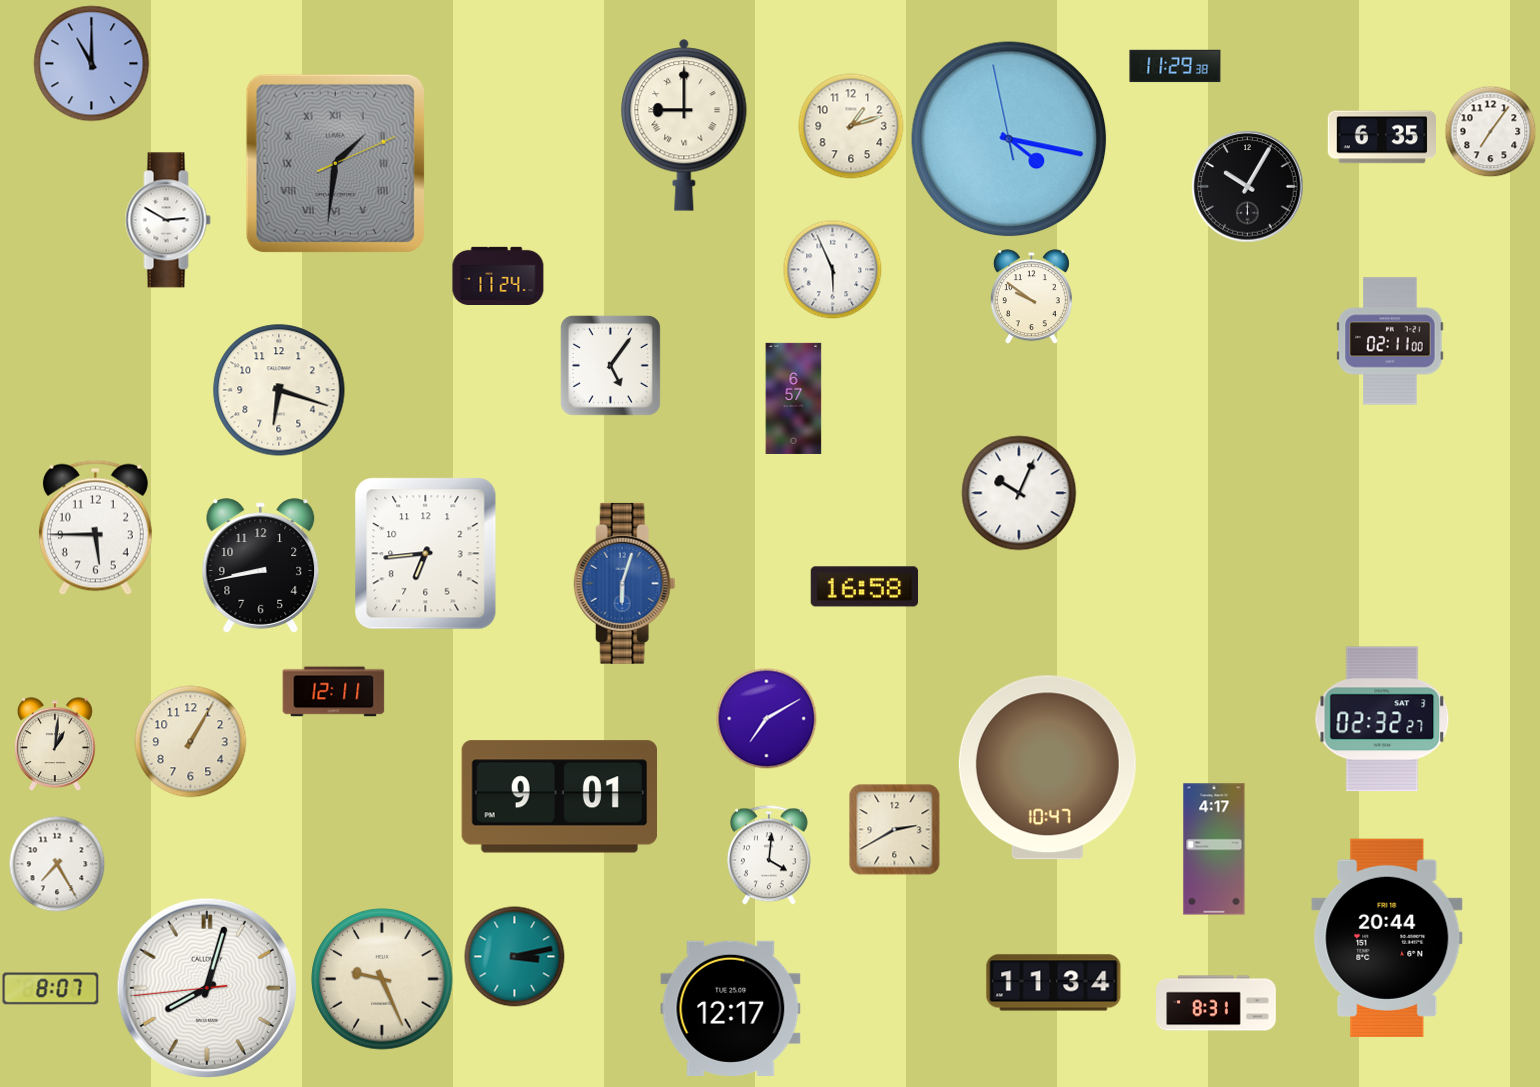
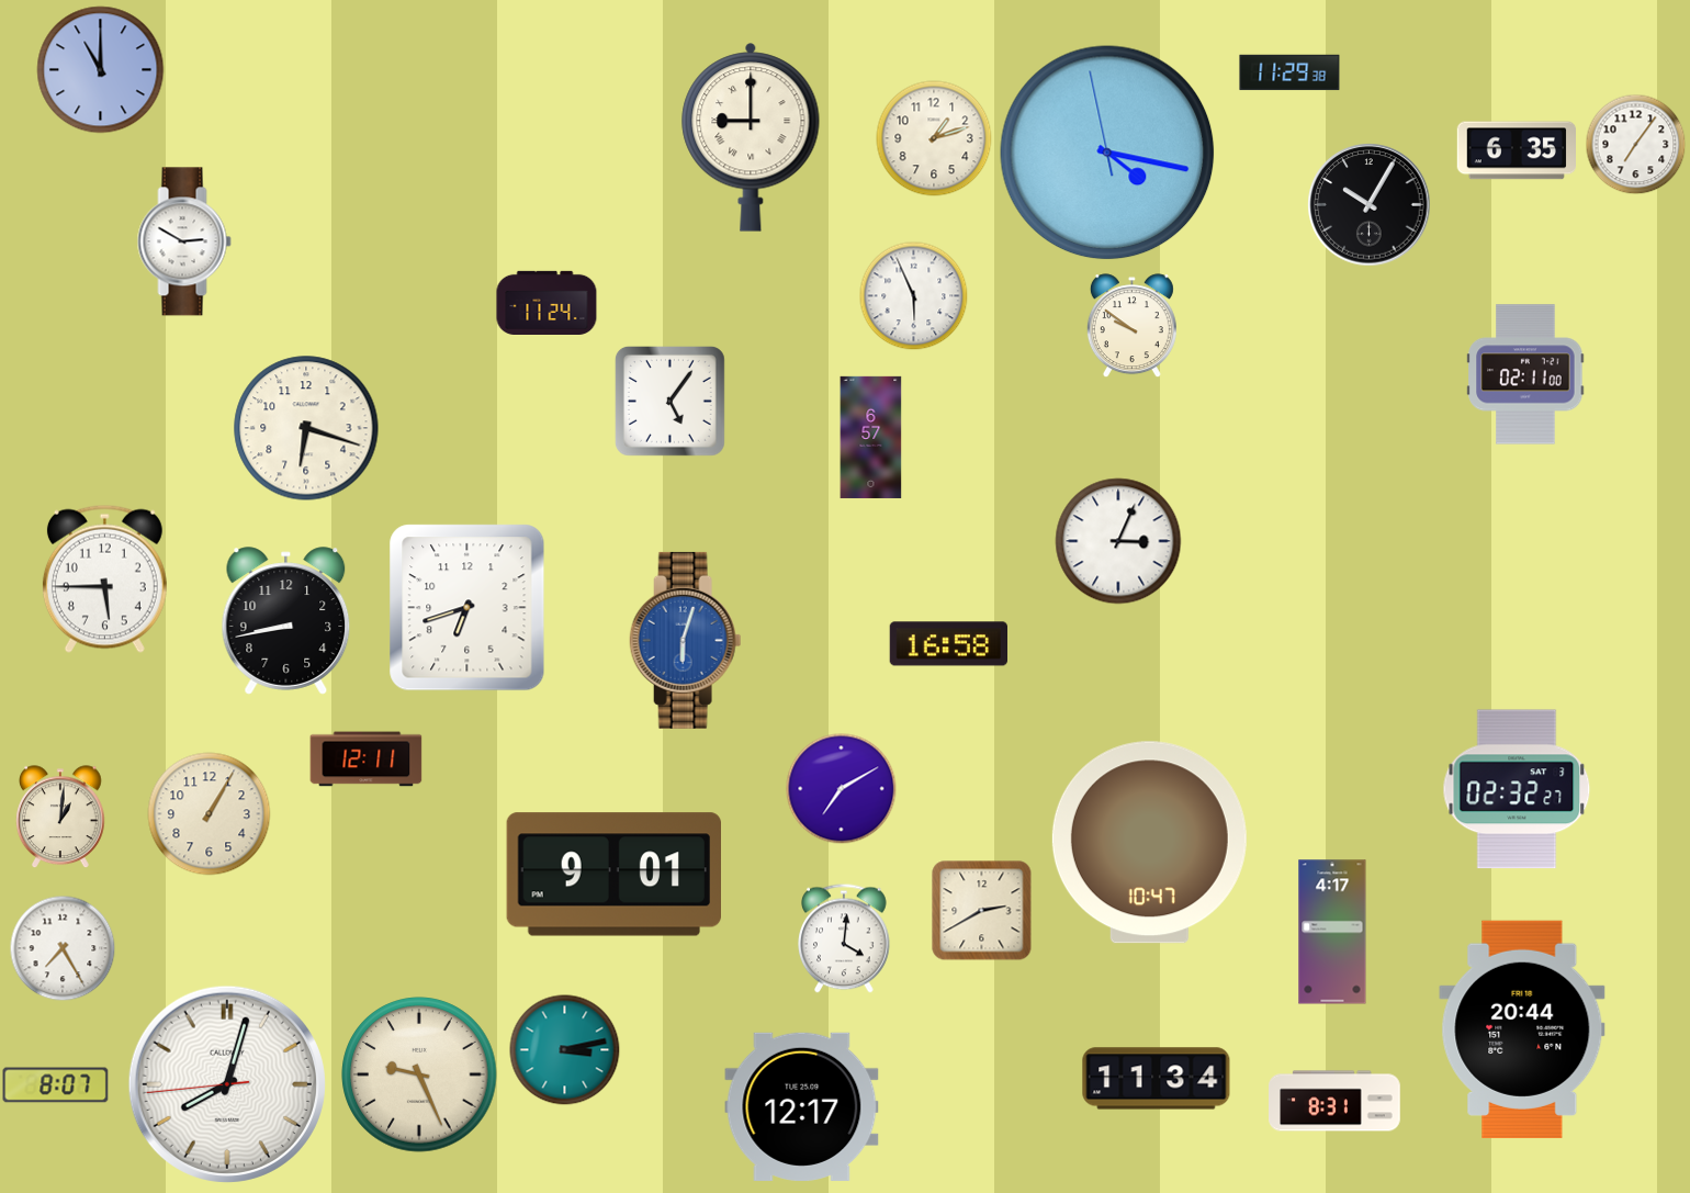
clock at (335, 163): 1:31 -> none
clock at (1019, 493): 10:04 -> 3:04
clock at (426, 554): 6:44 -> 6:42
